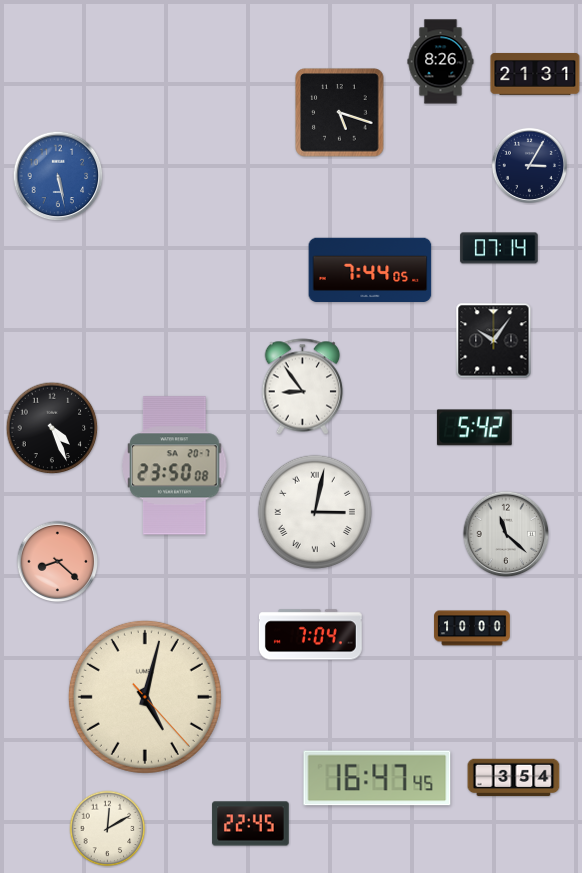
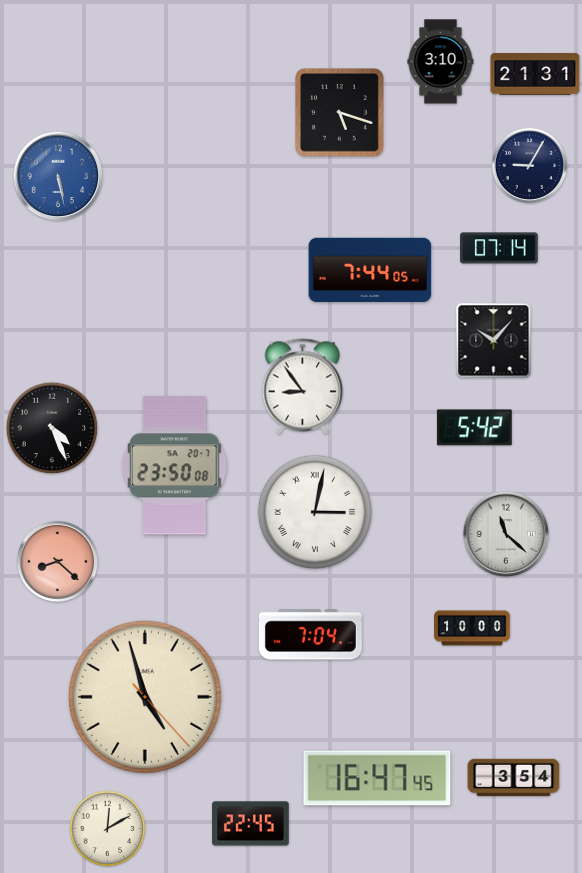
clock at (441, 62): 8:26 -> 3:10
clock at (529, 165): 3:05 -> 9:05
clock at (494, 341): 10:06 -> 10:07
clock at (145, 697): 5:02 -> 4:57
